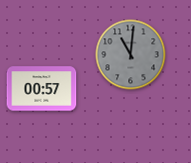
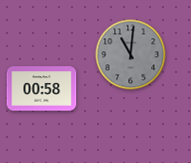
clock at (42, 89): 00:57 -> 00:58
